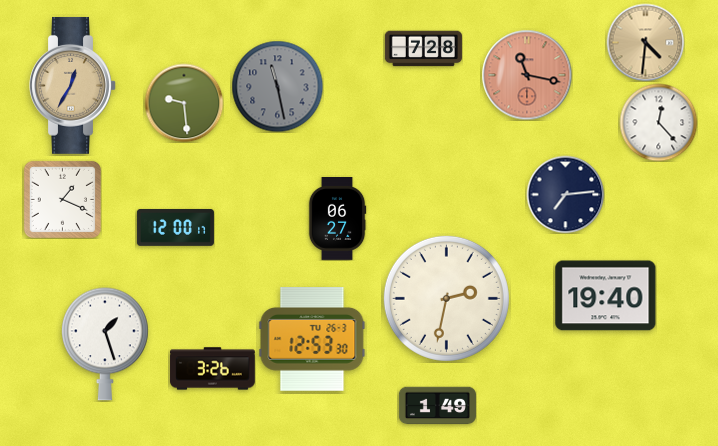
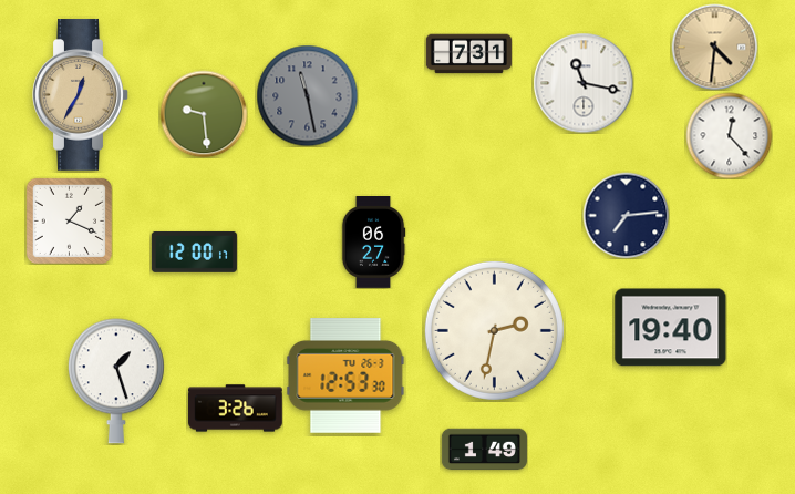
clock at (423, 49): 7:28 -> 7:31
clock at (527, 75) dial: salmon -> white
